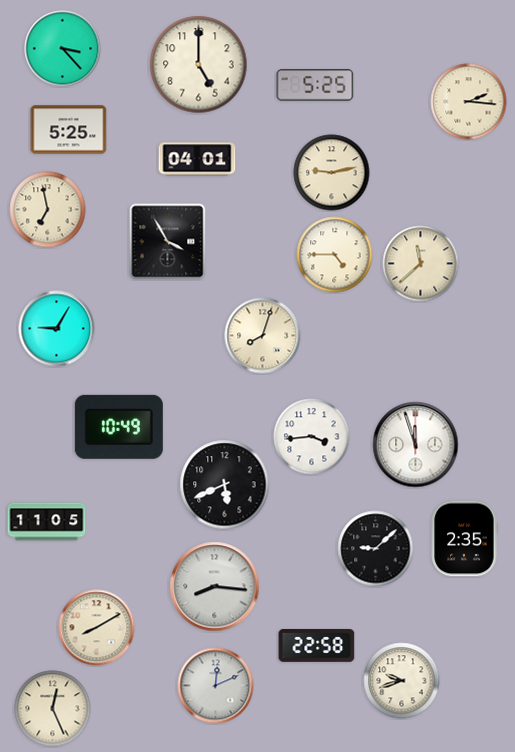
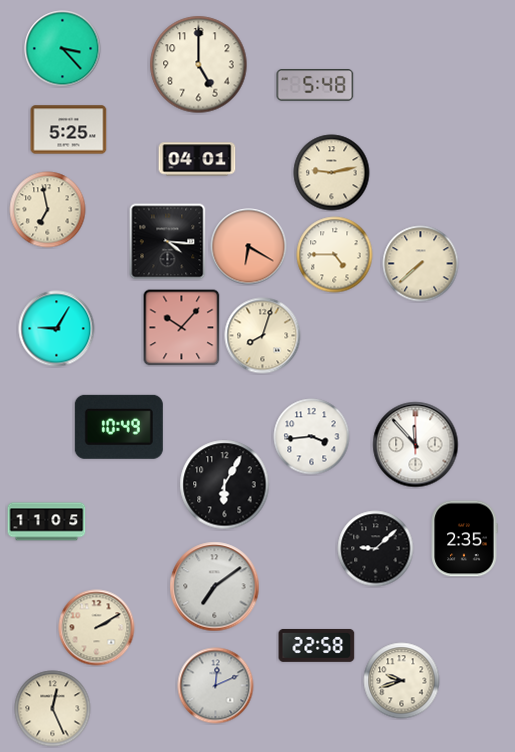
clock at (315, 85): 5:25 -> 5:48
clock at (469, 102): 2:16 -> none
clock at (168, 242): 3:55 -> 4:16
clock at (249, 247): none -> 6:20
clock at (421, 264): 11:38 -> 7:38
clock at (182, 328): none -> 10:07
clock at (416, 445): 11:57 -> 11:53
clock at (225, 485): 5:41 -> 6:05
clock at (215, 587): 8:16 -> 7:09
clock at (97, 628): 8:10 -> 2:10
